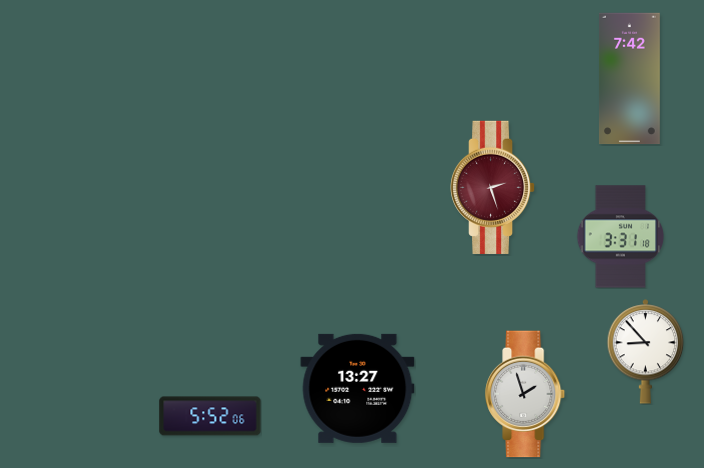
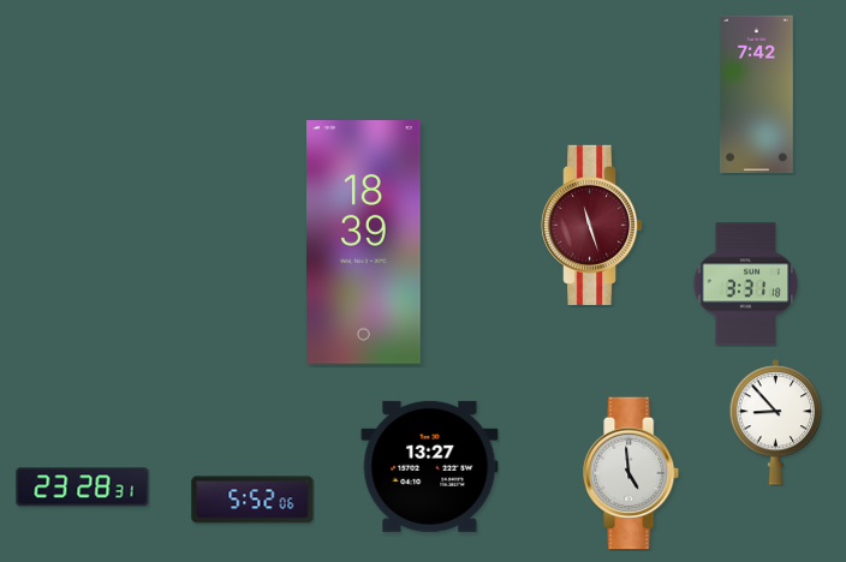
clock at (494, 187): 2:27 -> 11:27
clock at (364, 243): none -> 18:39
clock at (526, 394): 1:57 -> 4:59
clock at (83, 488): none -> 23:28
